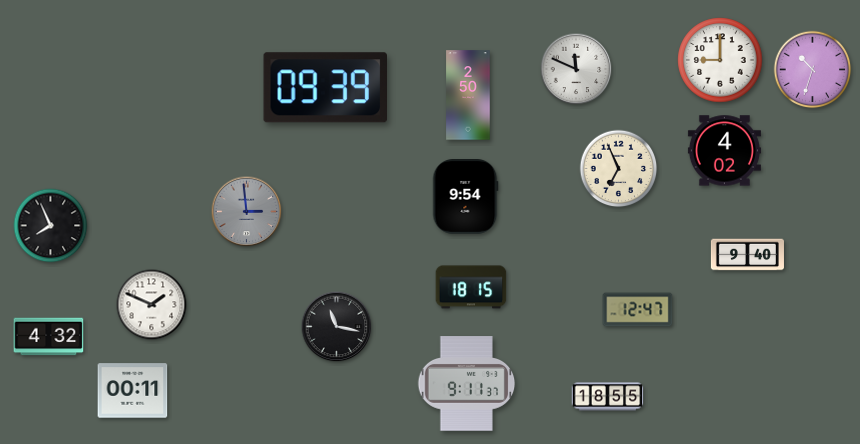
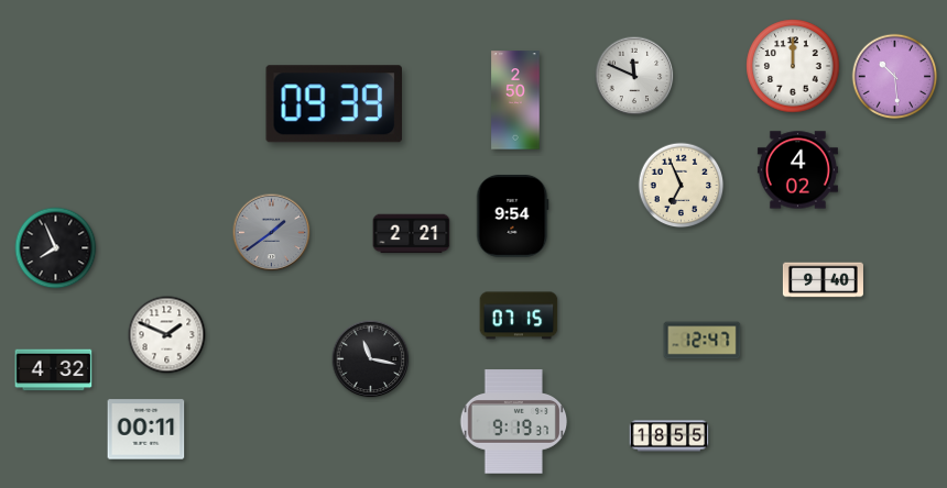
clock at (720, 60): 9:00 -> 12:00
clock at (813, 70): 10:33 -> 10:29
clock at (325, 88) position: (325, 88) -> (334, 104)
clock at (468, 95) position: (468, 95) -> (515, 100)
clock at (724, 151) position: (724, 151) -> (797, 170)
clock at (247, 212): 2:59 -> 1:39
clock at (412, 234): none -> 2:21
clock at (471, 287): 18:15 -> 07:15
clock at (467, 384): 9:11 -> 9:19
